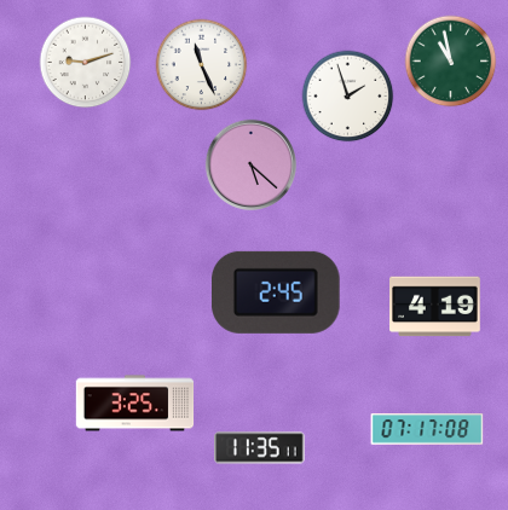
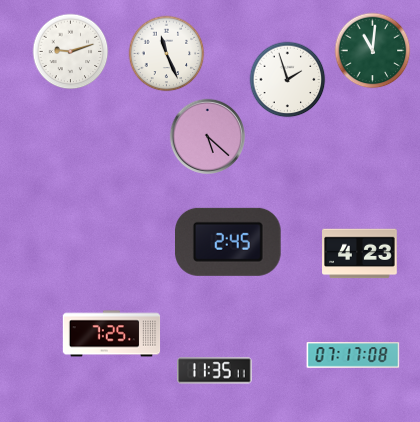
clock at (451, 62): 10:58 -> 11:01
clock at (435, 307): 4:19 -> 4:23
clock at (135, 404): 3:25 -> 7:25
